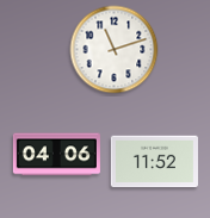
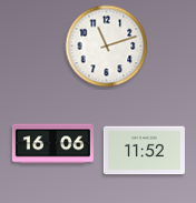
clock at (56, 155): 04:06 -> 16:06
